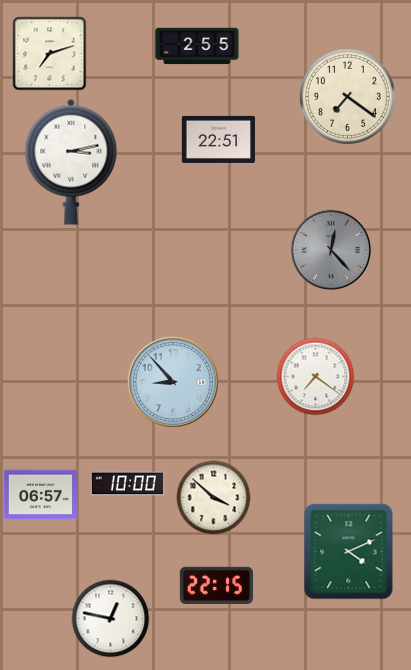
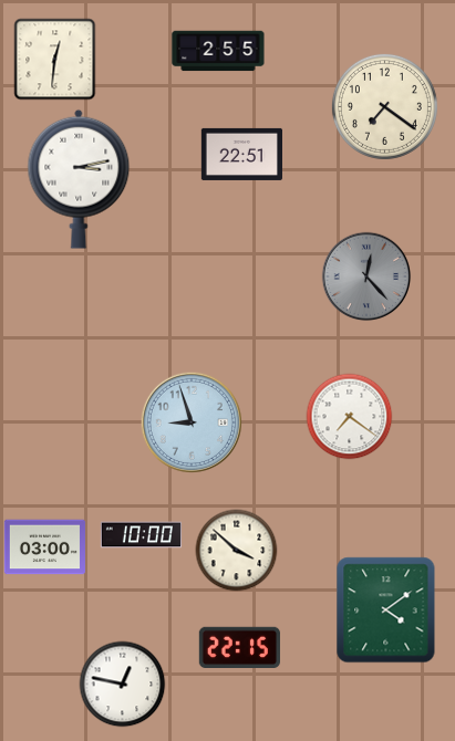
clock at (50, 54): 7:12 -> 12:31
clock at (172, 381): 8:53 -> 8:57
clock at (40, 495): 06:57 -> 03:00
clock at (349, 552): 4:11 -> 4:09
